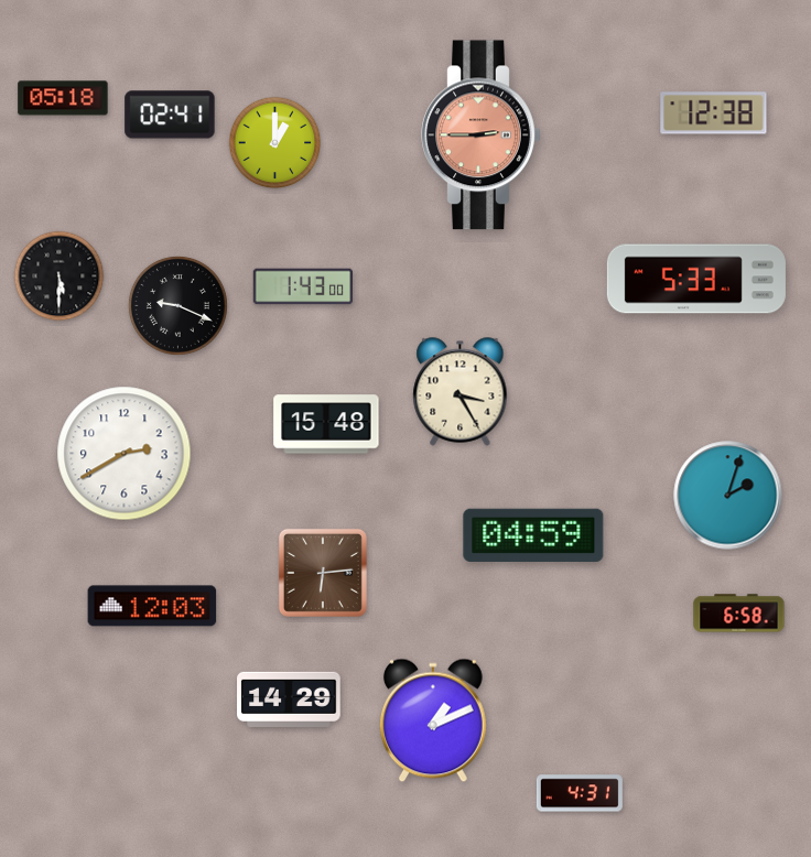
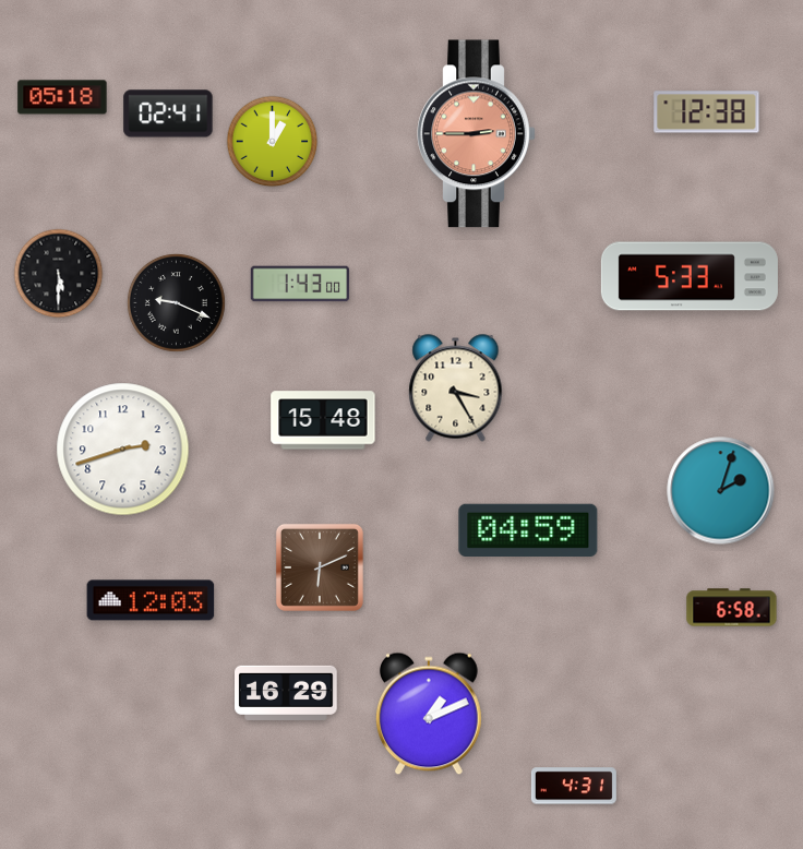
clock at (125, 454): 2:40 -> 2:42
clock at (323, 573): 6:14 -> 6:11
clock at (289, 698): 14:29 -> 16:29
